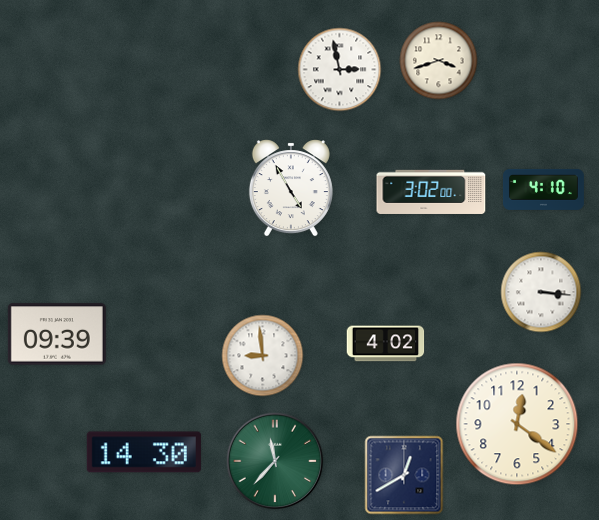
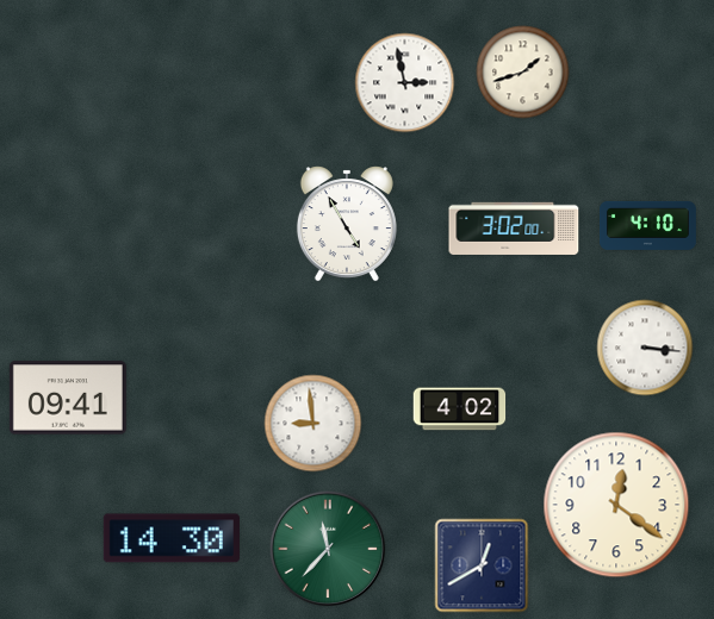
clock at (439, 61): 3:42 -> 1:42
clock at (57, 334): 09:39 -> 09:41
